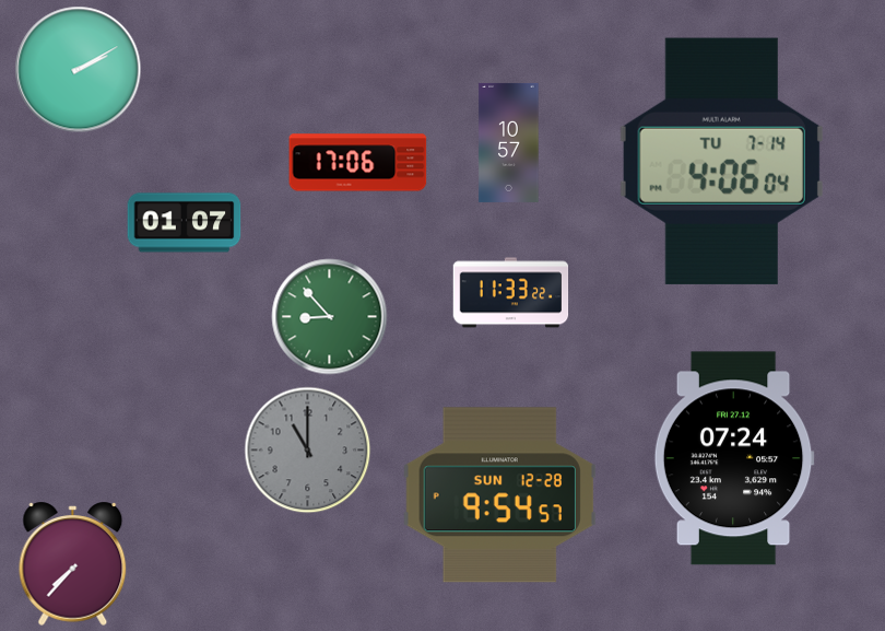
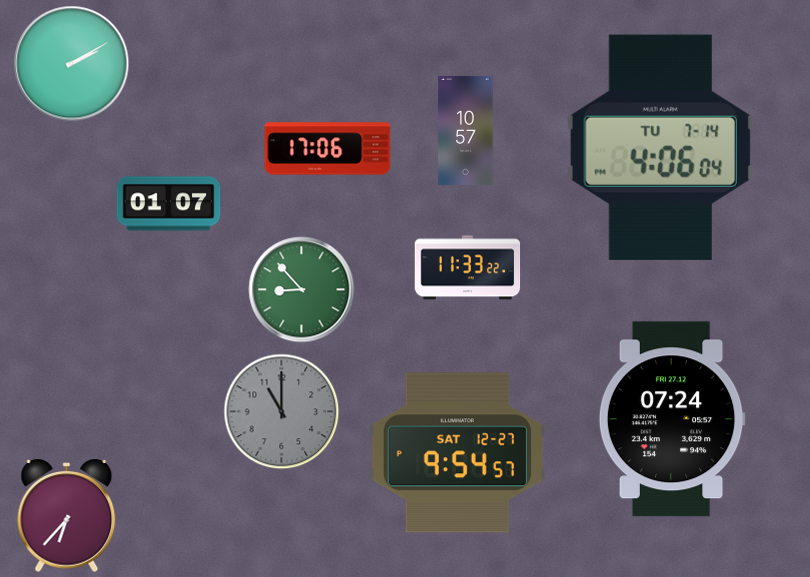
clock at (499, 495) date: SUN 12-28 -> SAT 12-27
clock at (73, 563): 7:37 -> 6:37
